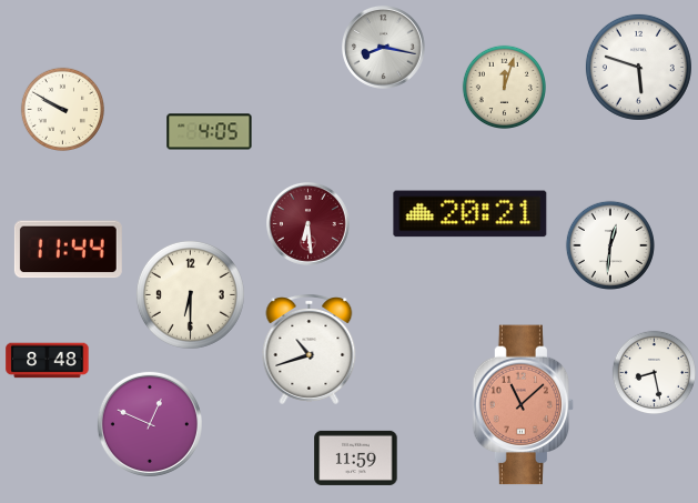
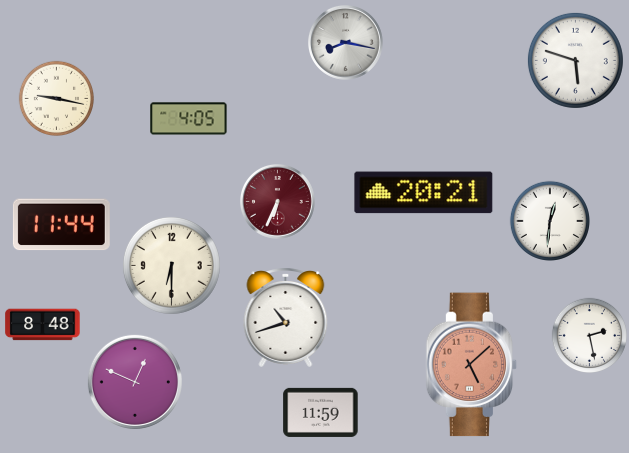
clock at (504, 87): 12:03 -> none
clock at (62, 109): 9:50 -> 9:17
clock at (308, 224): 6:29 -> 6:34
clock at (310, 350) position: (310, 350) -> (286, 318)
clock at (654, 372): 8:28 -> 2:28
clock at (524, 405): 11:08 -> 5:08
